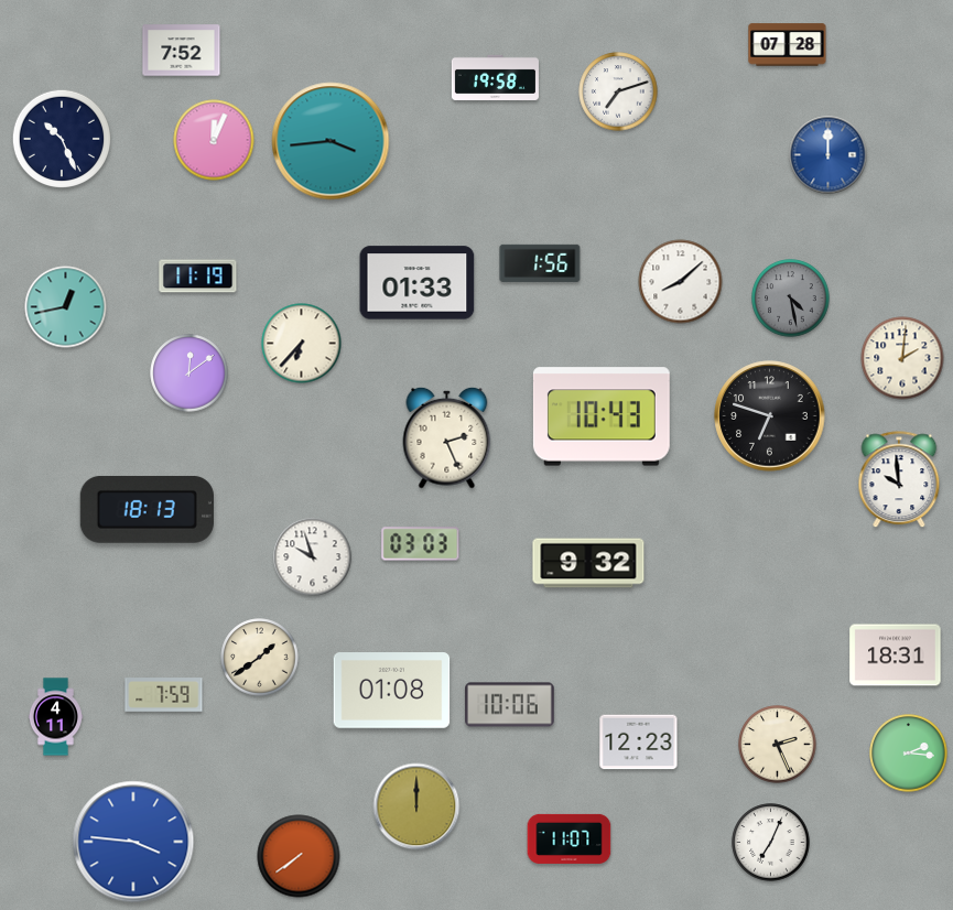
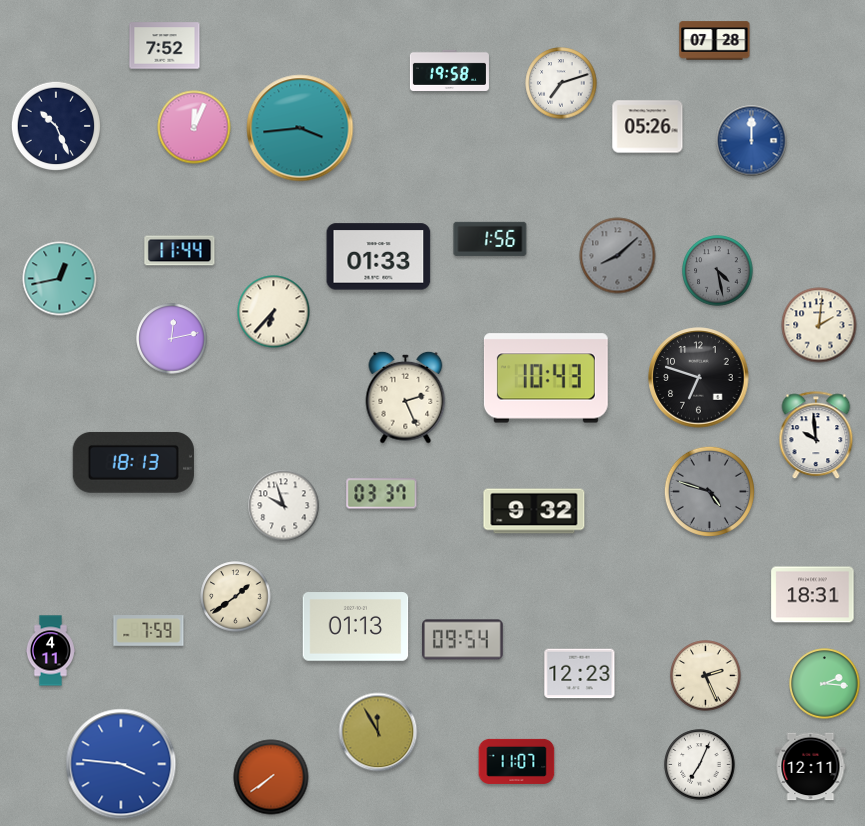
clock at (648, 127): none -> 05:26
clock at (198, 277): 11:19 -> 11:44
clock at (681, 282) dial: white -> grey
clock at (189, 373): 12:09 -> 12:13
clock at (709, 491): none -> 4:48
clock at (421, 544): 03:03 -> 03:37
clock at (392, 691): 01:08 -> 01:13
clock at (510, 705): 10:06 -> 09:54
clock at (416, 806): 12:00 -> 11:55
clock at (811, 767): none -> 12:11
